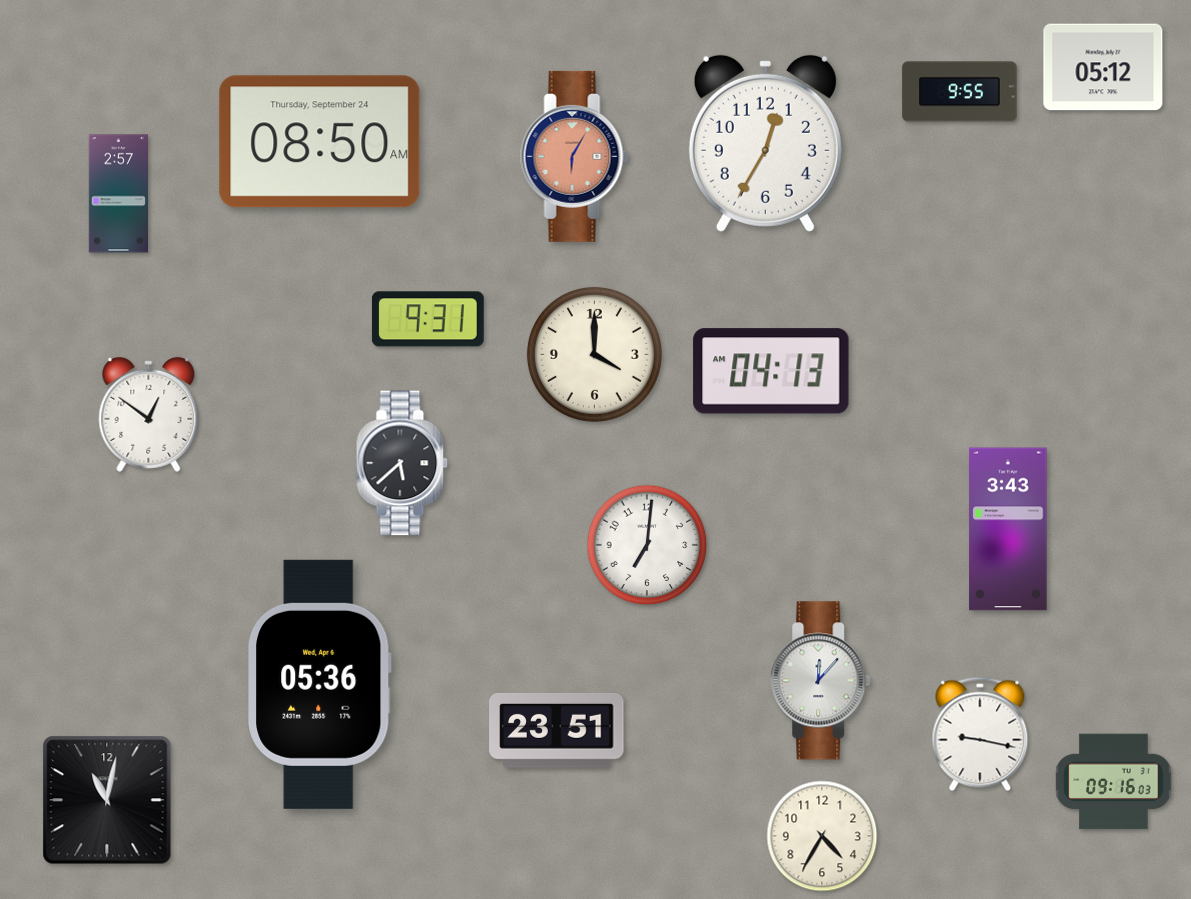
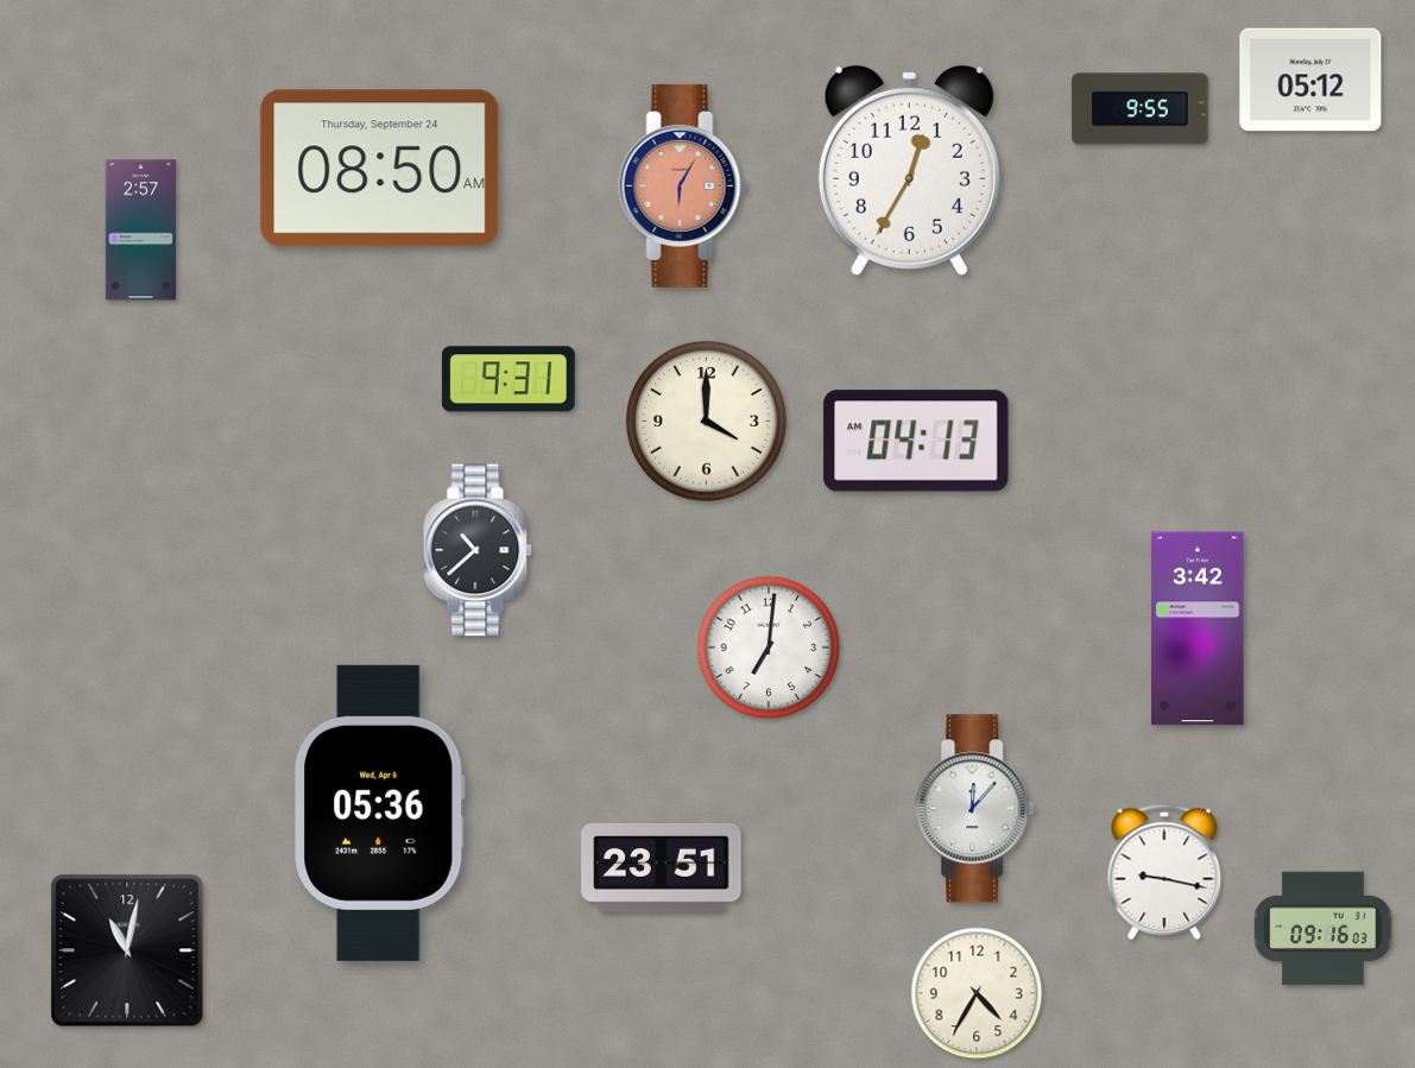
clock at (149, 414): 12:51 -> none
clock at (402, 463): 5:38 -> 10:38
clock at (1008, 529): 3:43 -> 3:42
